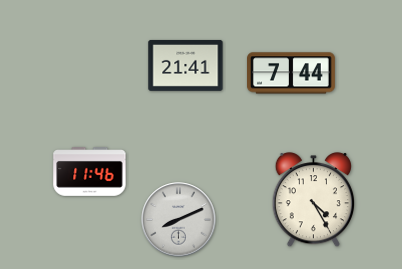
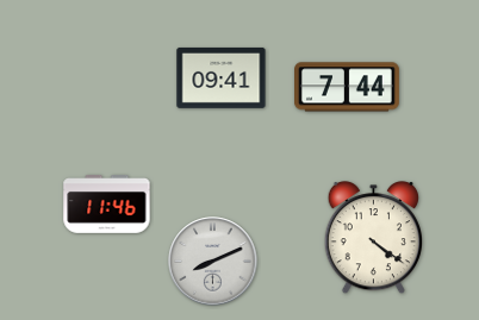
clock at (186, 66): 21:41 -> 09:41
clock at (313, 200): 4:25 -> 4:21
